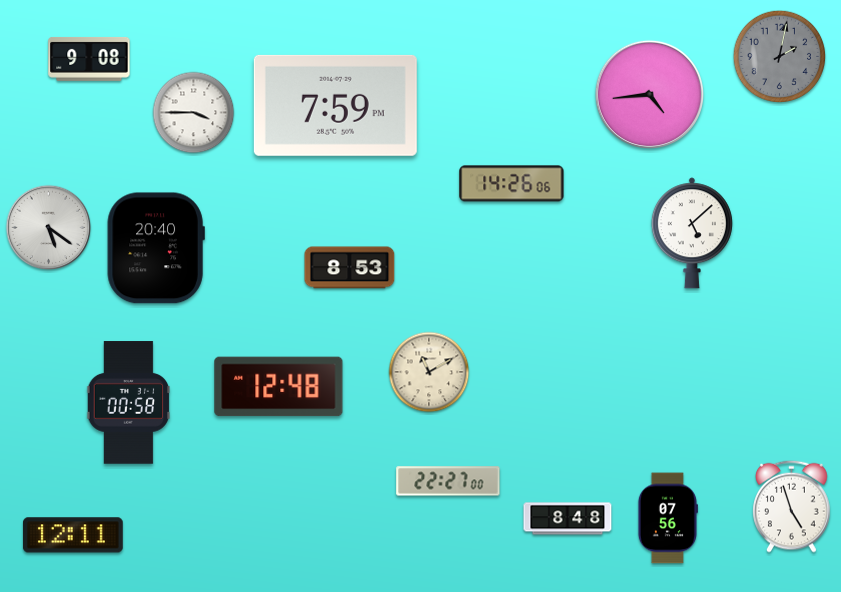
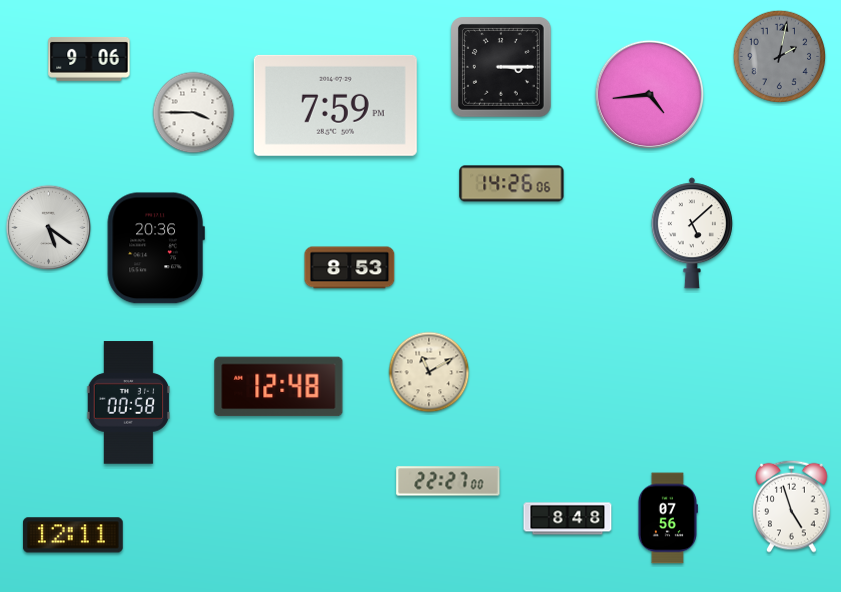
clock at (89, 59): 9:08 -> 9:06
clock at (502, 68): none -> 3:15
clock at (156, 248): 20:40 -> 20:36
